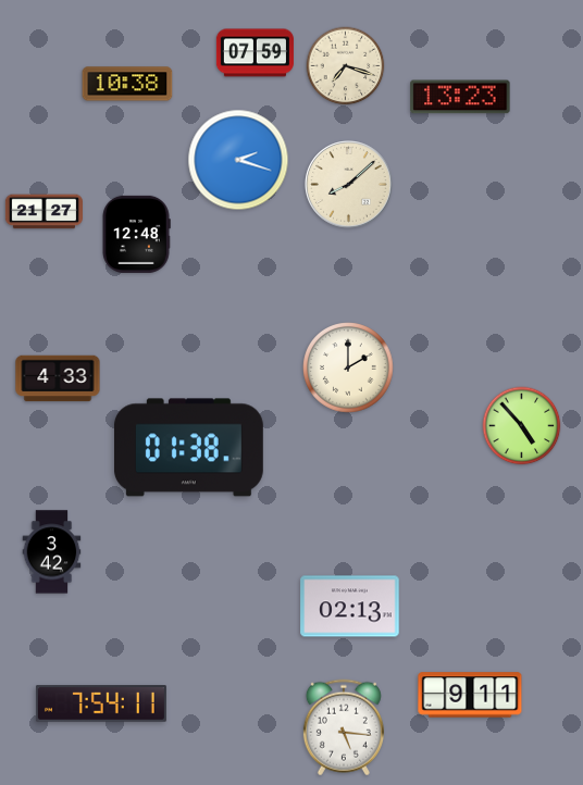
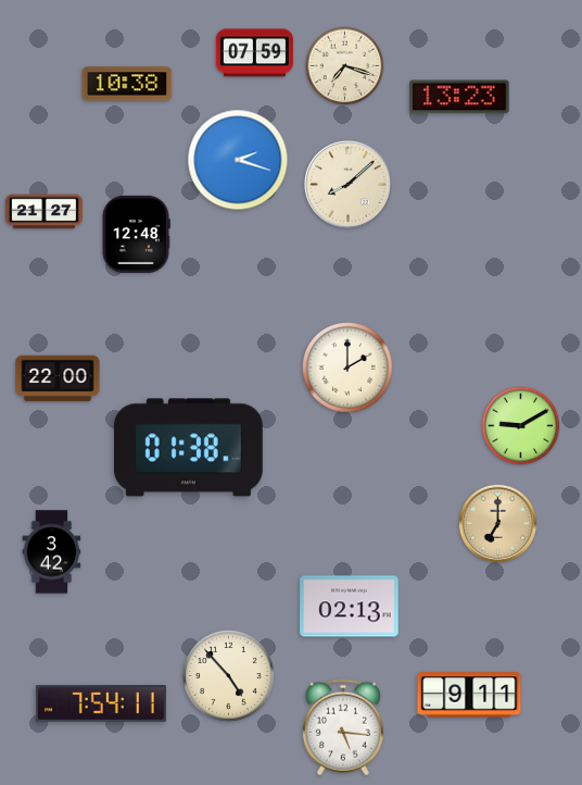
clock at (58, 378): 4:33 -> 22:00
clock at (522, 426): 4:53 -> 9:10
clock at (497, 523): none -> 7:00
clock at (229, 676): none -> 4:53
